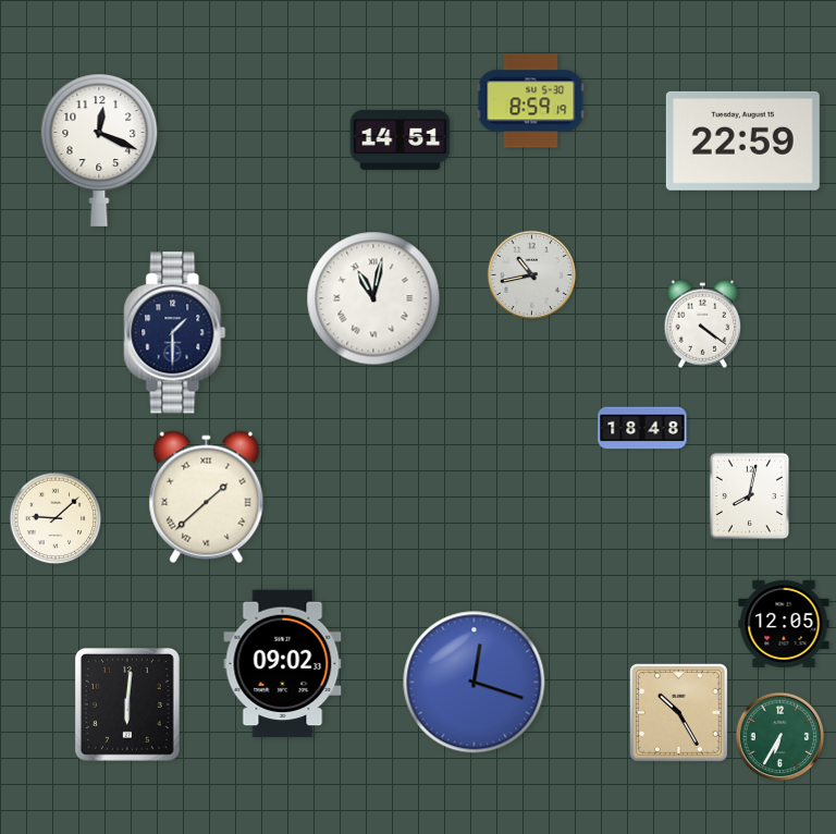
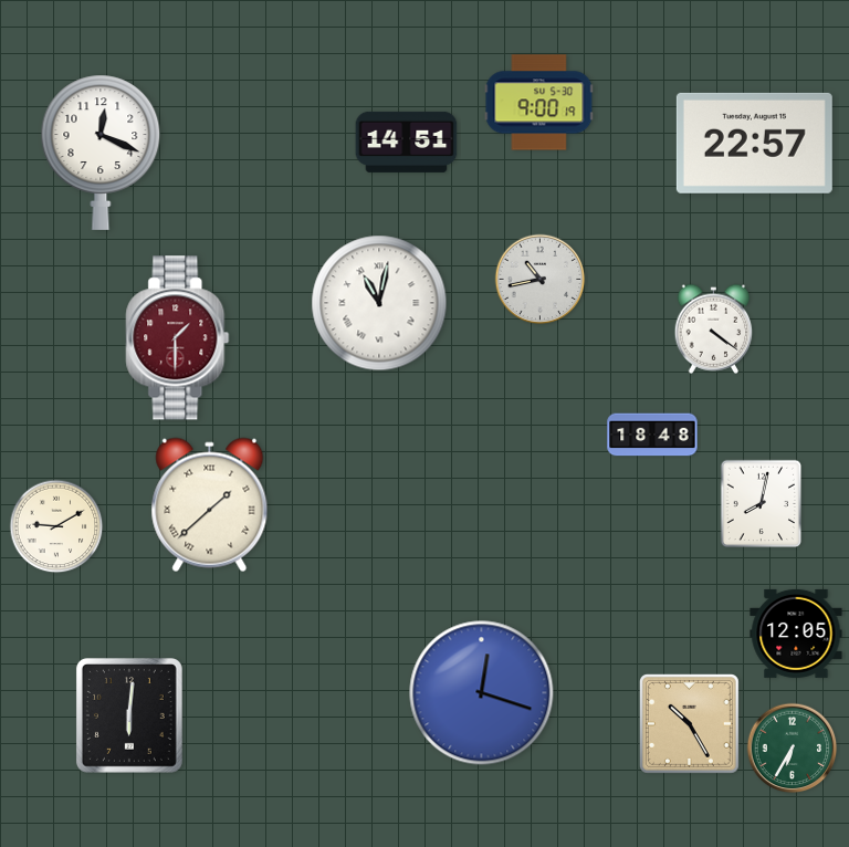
clock at (531, 101): 8:59 -> 9:00
clock at (742, 140): 22:59 -> 22:57
clock at (175, 333) dial: navy -> burgundy
clock at (56, 518): 9:08 -> 9:10
clock at (283, 664): 09:02 -> none
